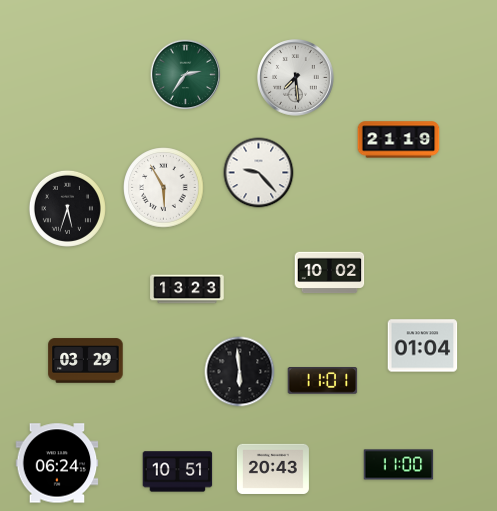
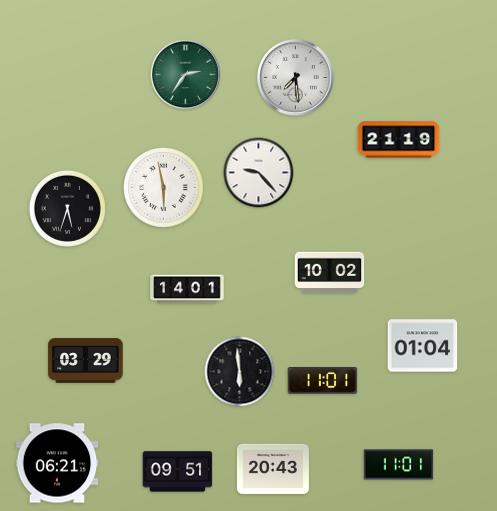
clock at (164, 188): 5:55 -> 5:58
clock at (187, 289): 13:23 -> 14:01
clock at (57, 463): 06:24 -> 06:21
clock at (399, 465): 11:00 -> 11:01
clock at (178, 472): 10:51 -> 09:51
